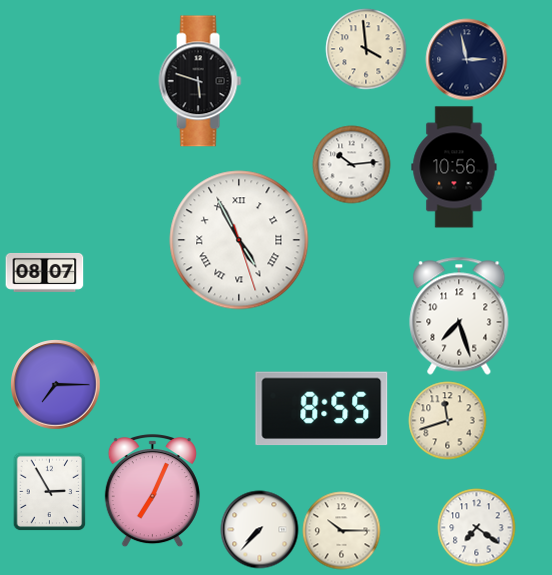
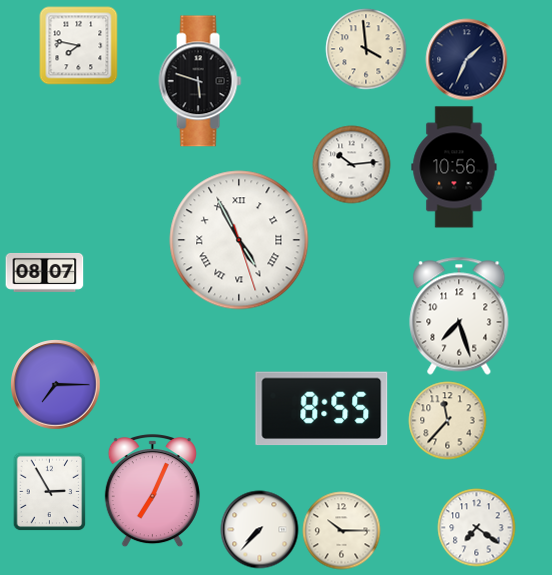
clock at (78, 45): none -> 7:47
clock at (466, 59): 2:58 -> 1:34
clock at (447, 420): 11:42 -> 11:37
